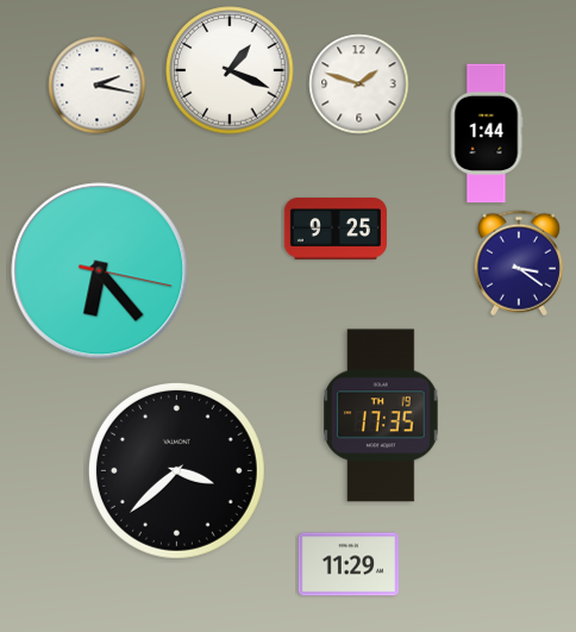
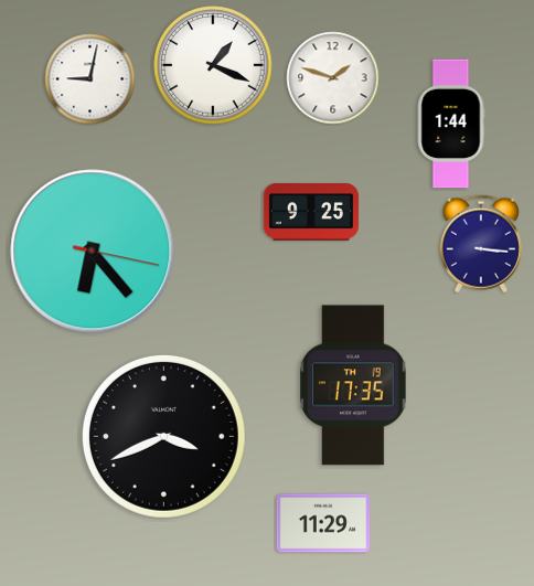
clock at (98, 86): 2:17 -> 9:02
clock at (519, 263): 3:21 -> 3:16
clock at (176, 470): 3:38 -> 3:41
